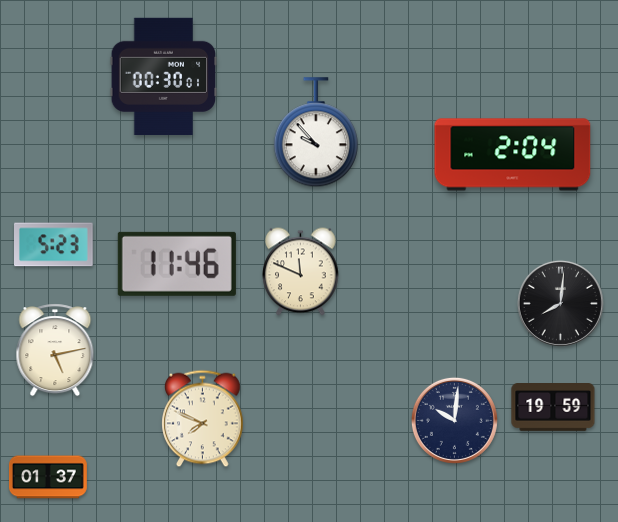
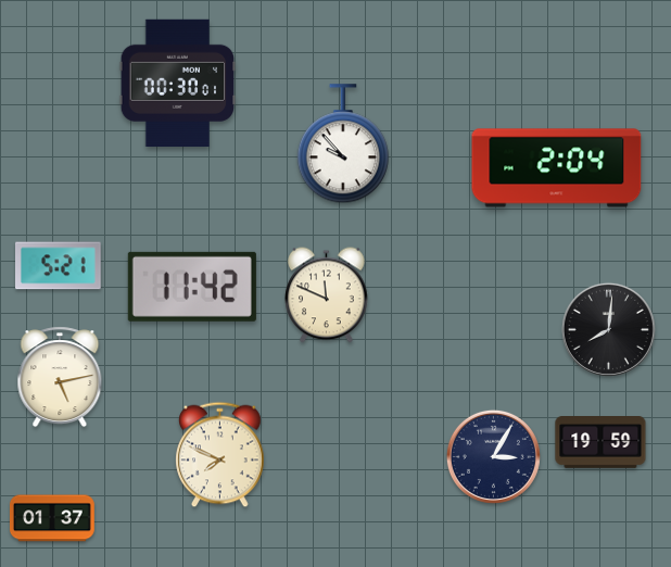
clock at (54, 245): 5:23 -> 5:21
clock at (177, 264): 11:46 -> 11:42
clock at (55, 350) position: (55, 350) -> (60, 377)
clock at (454, 420): 10:01 -> 3:05
